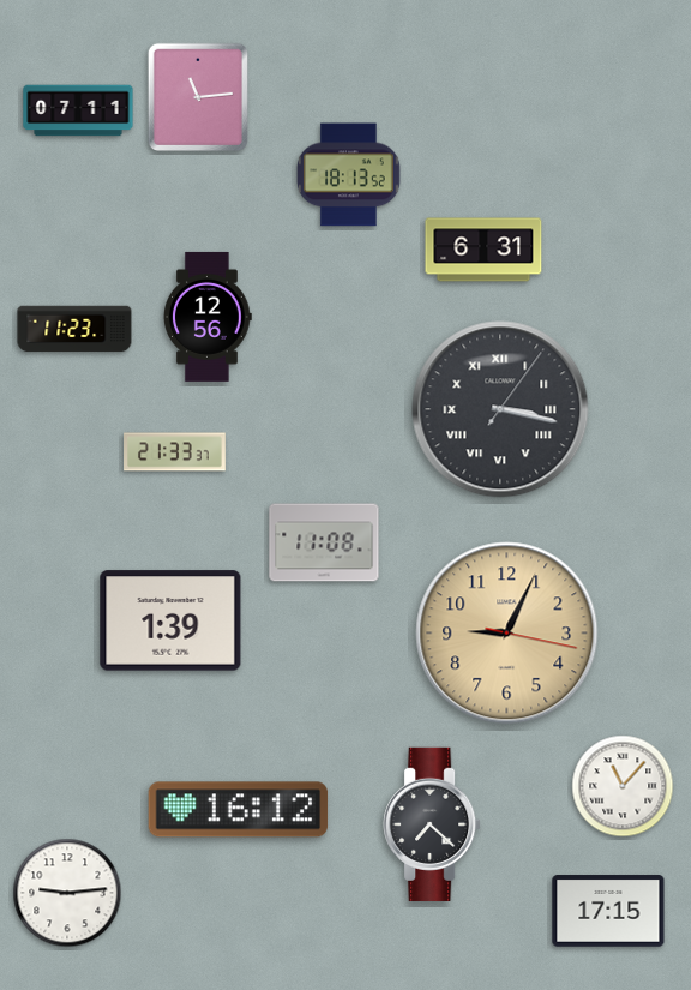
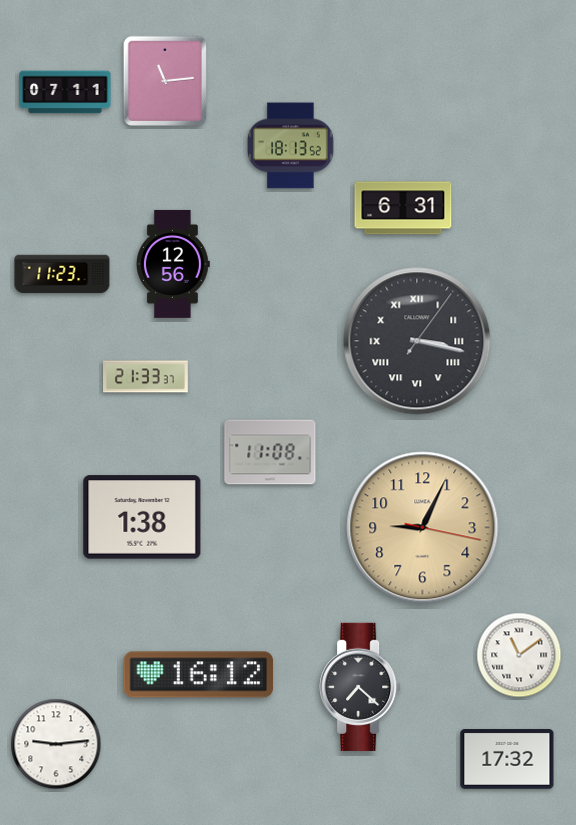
clock at (170, 620): 1:39 -> 1:38
clock at (623, 786): 11:07 -> 11:09
clock at (608, 911): 17:15 -> 17:32
